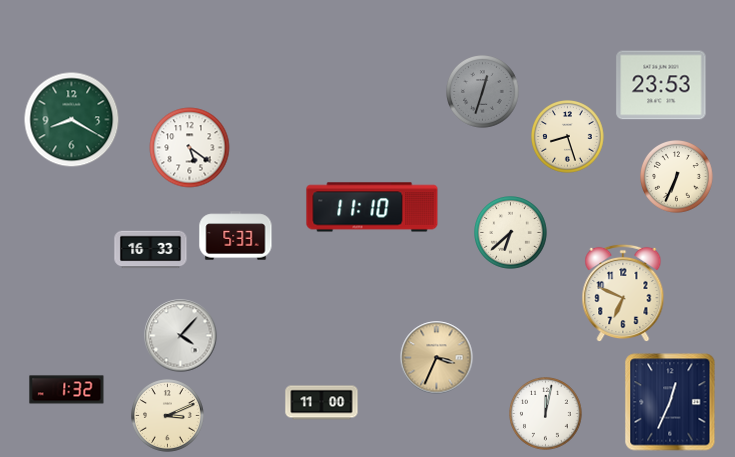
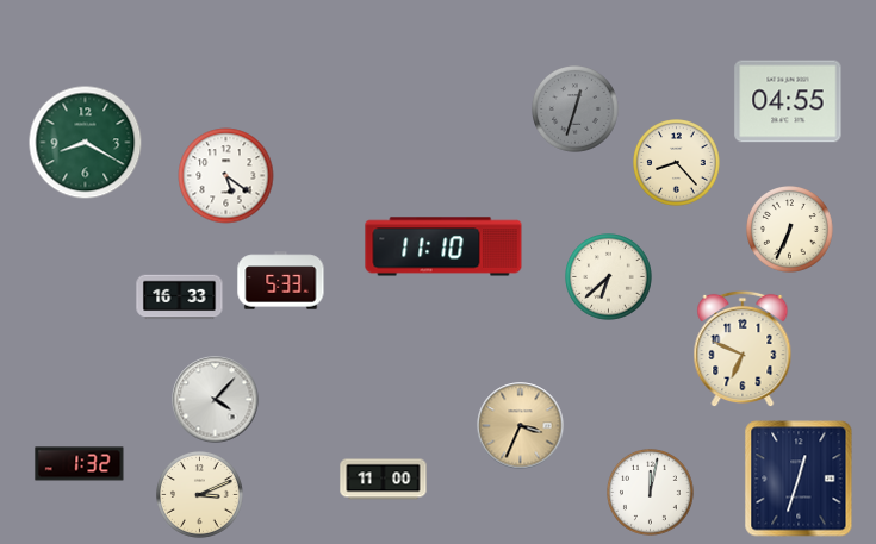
clock at (661, 85): 23:53 -> 04:55
clock at (568, 137): 8:27 -> 8:23
clock at (677, 177) position: (677, 177) -> (790, 230)
clock at (670, 402): 12:34 -> 12:33
